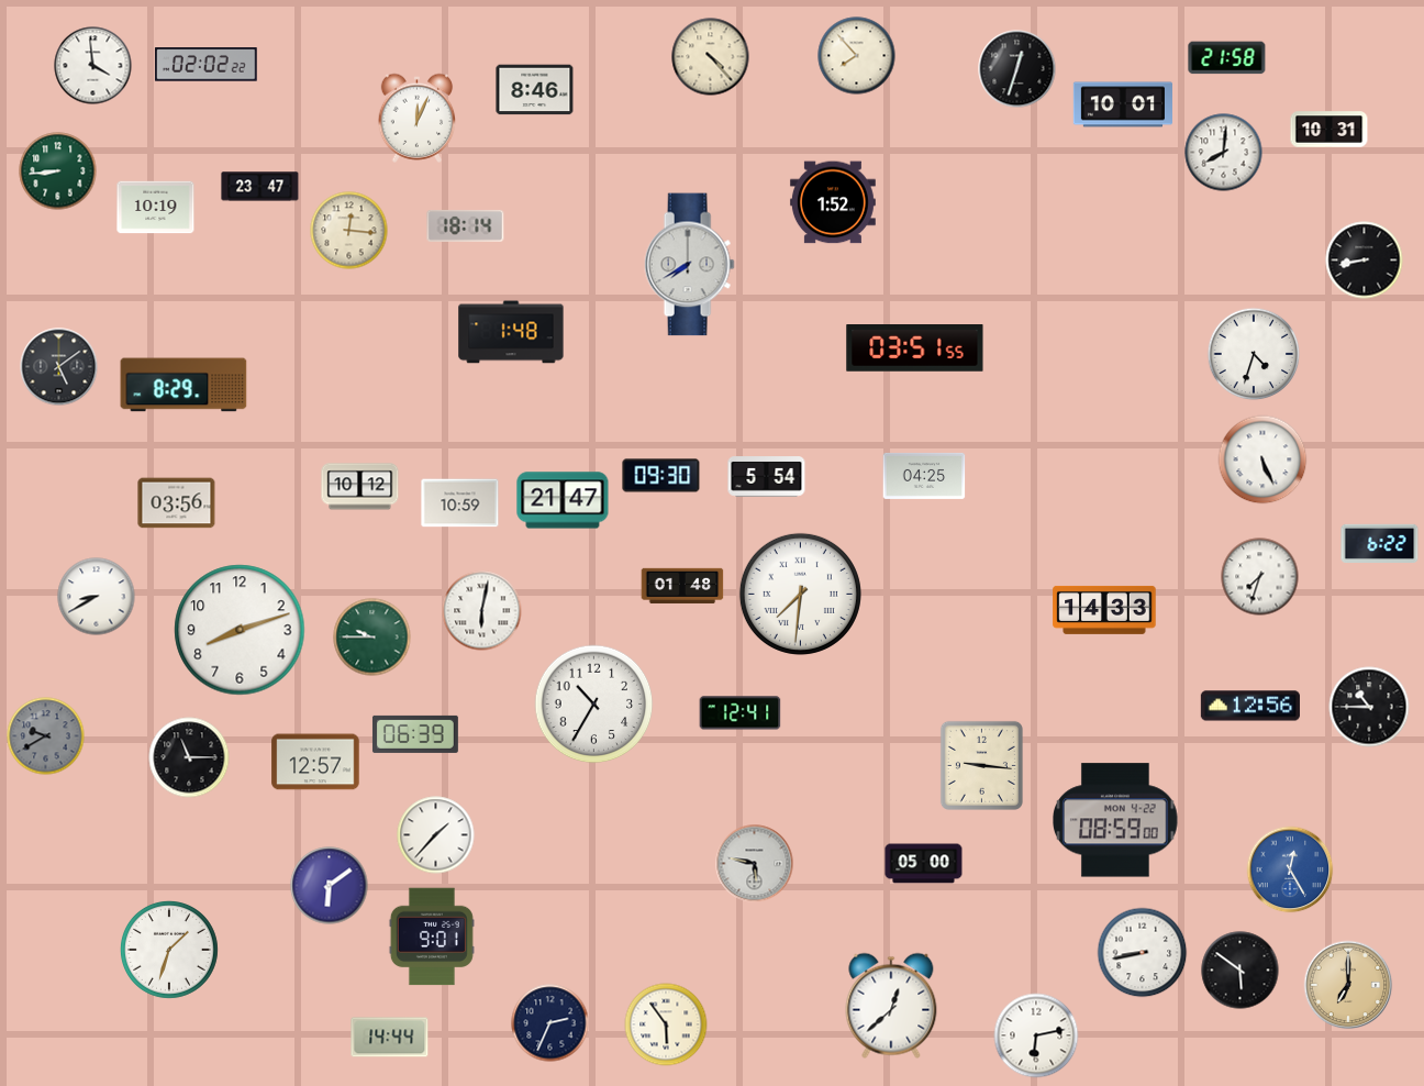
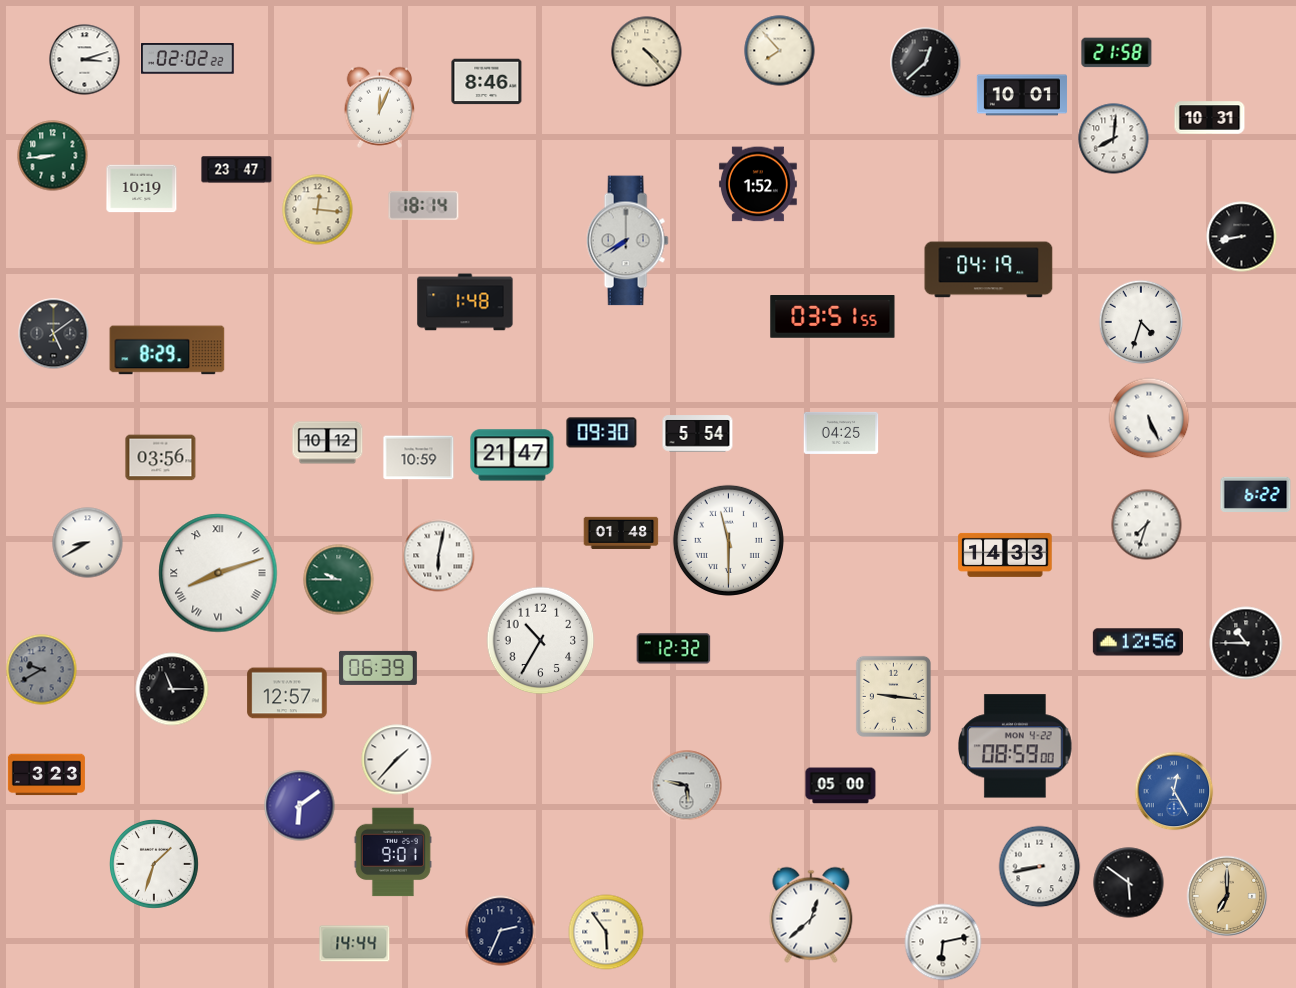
clock at (93, 66): 3:59 -> 3:12
clock at (1017, 69): 12:33 -> 12:38
clock at (989, 270): none -> 04:19
clock at (800, 594): 7:31 -> 11:30
clock at (240, 630) numerals: Arabic -> Roman
clock at (741, 713): 12:41 -> 12:32
clock at (46, 775): none -> 3:23
